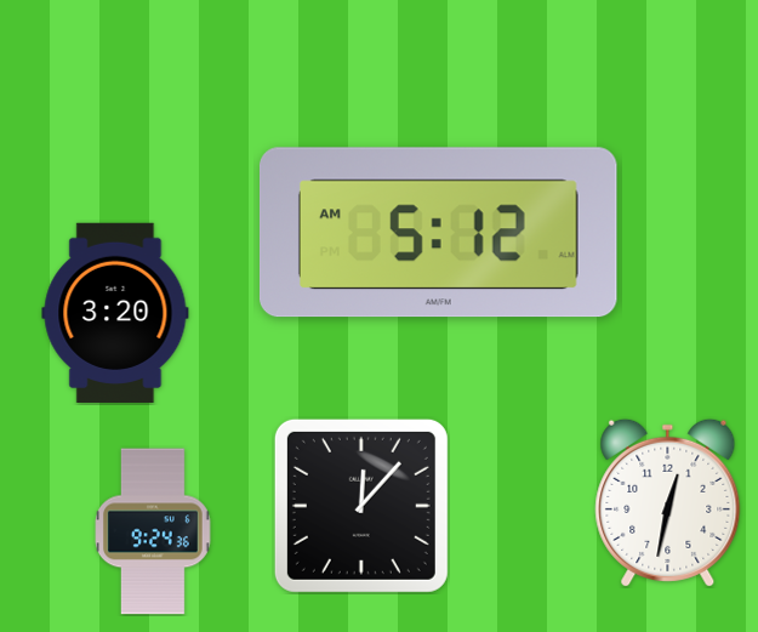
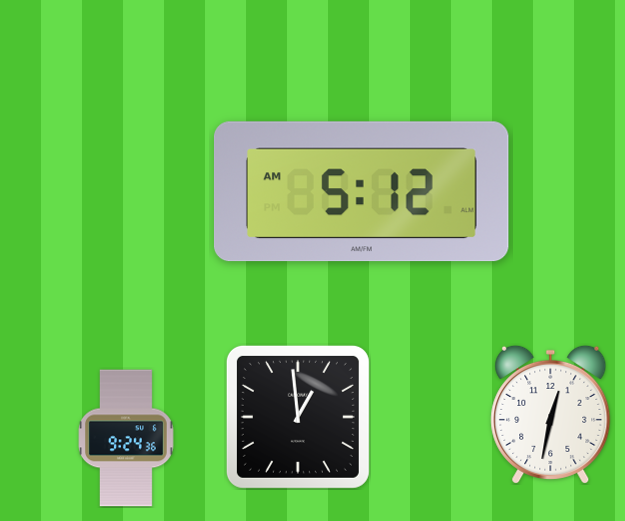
clock at (115, 313): 3:20 -> none
clock at (361, 506): 12:07 -> 12:59
